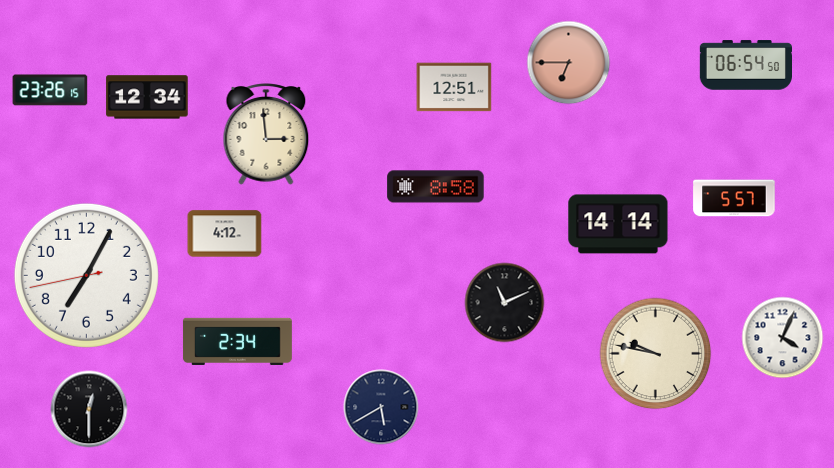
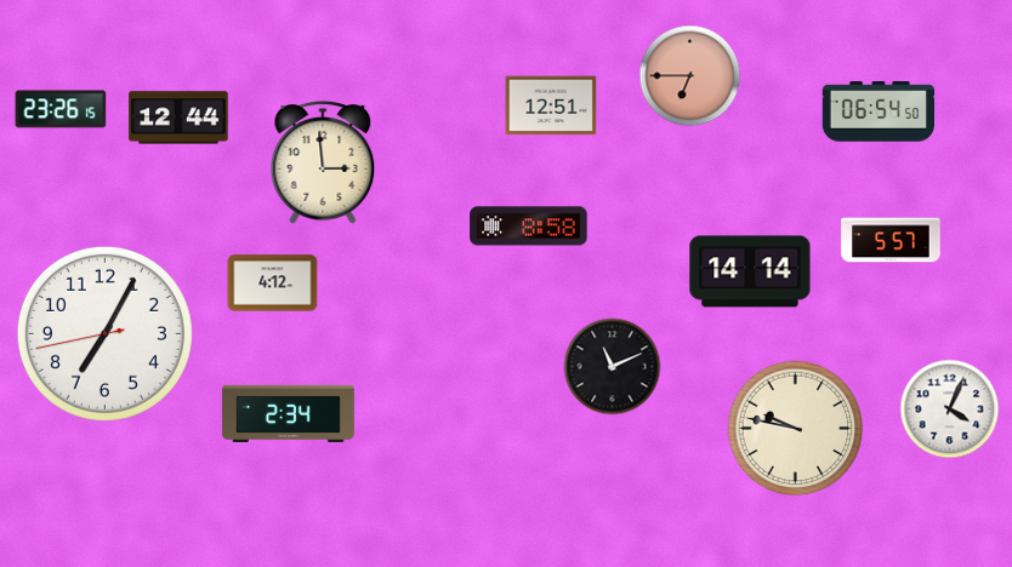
clock at (745, 65) position: (745, 65) -> (877, 111)
clock at (147, 97): 12:34 -> 12:44
clock at (381, 407): 5:40 -> none
clock at (89, 409): 12:30 -> none
